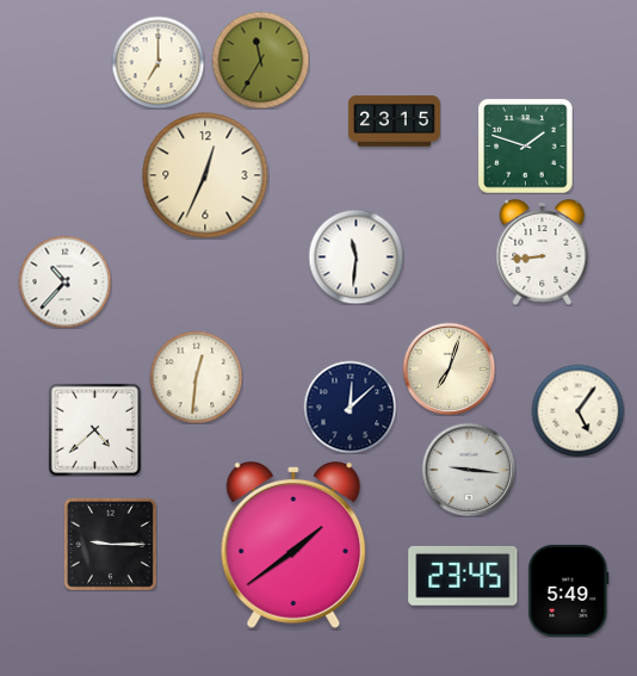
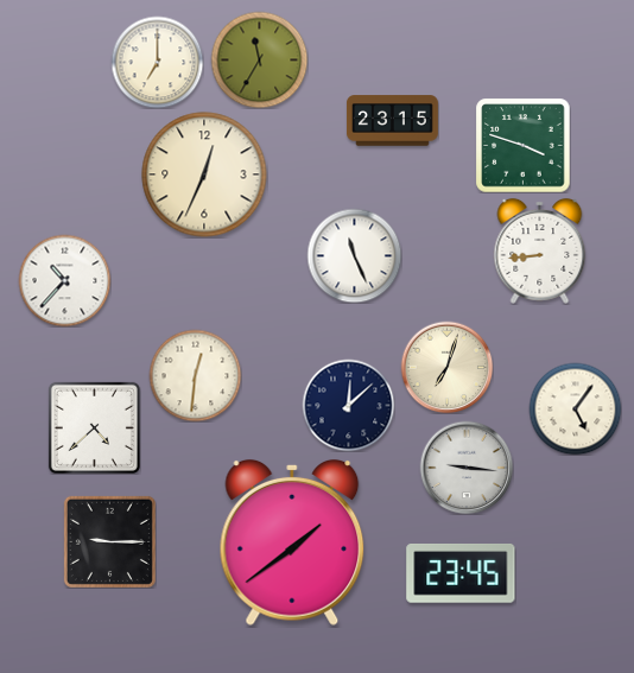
clock at (525, 145): 1:48 -> 3:48
clock at (355, 256): 11:31 -> 11:26
clock at (569, 590): 5:49 -> none
